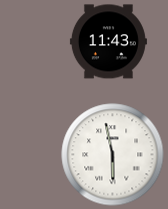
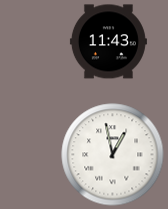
clock at (113, 155): 5:58 -> 12:58
